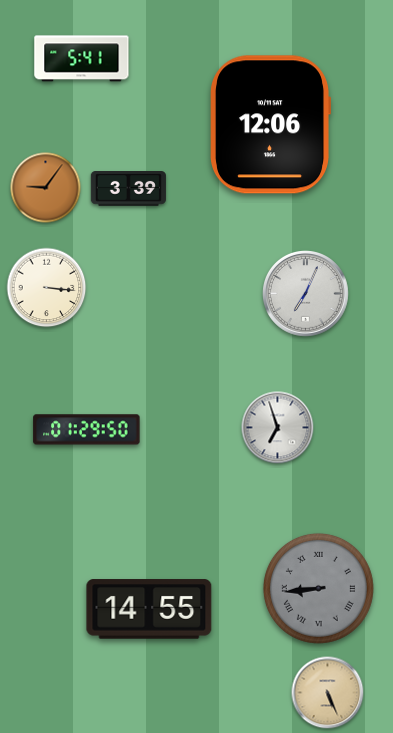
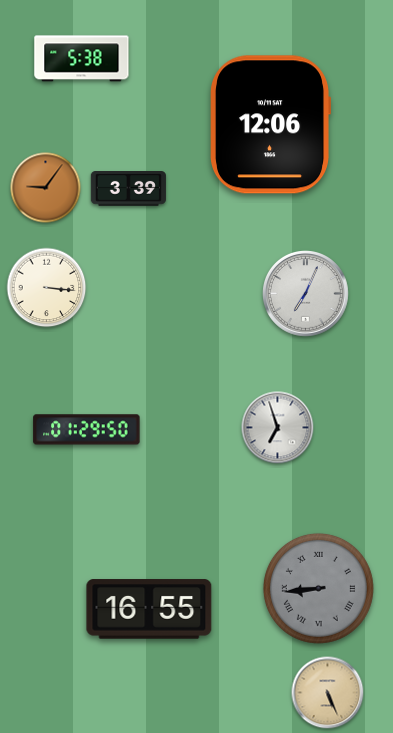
clock at (82, 59): 5:41 -> 5:38
clock at (149, 609): 14:55 -> 16:55
